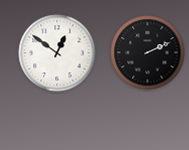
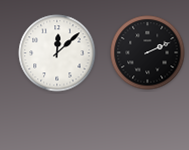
clock at (57, 53): 12:51 -> 12:08
